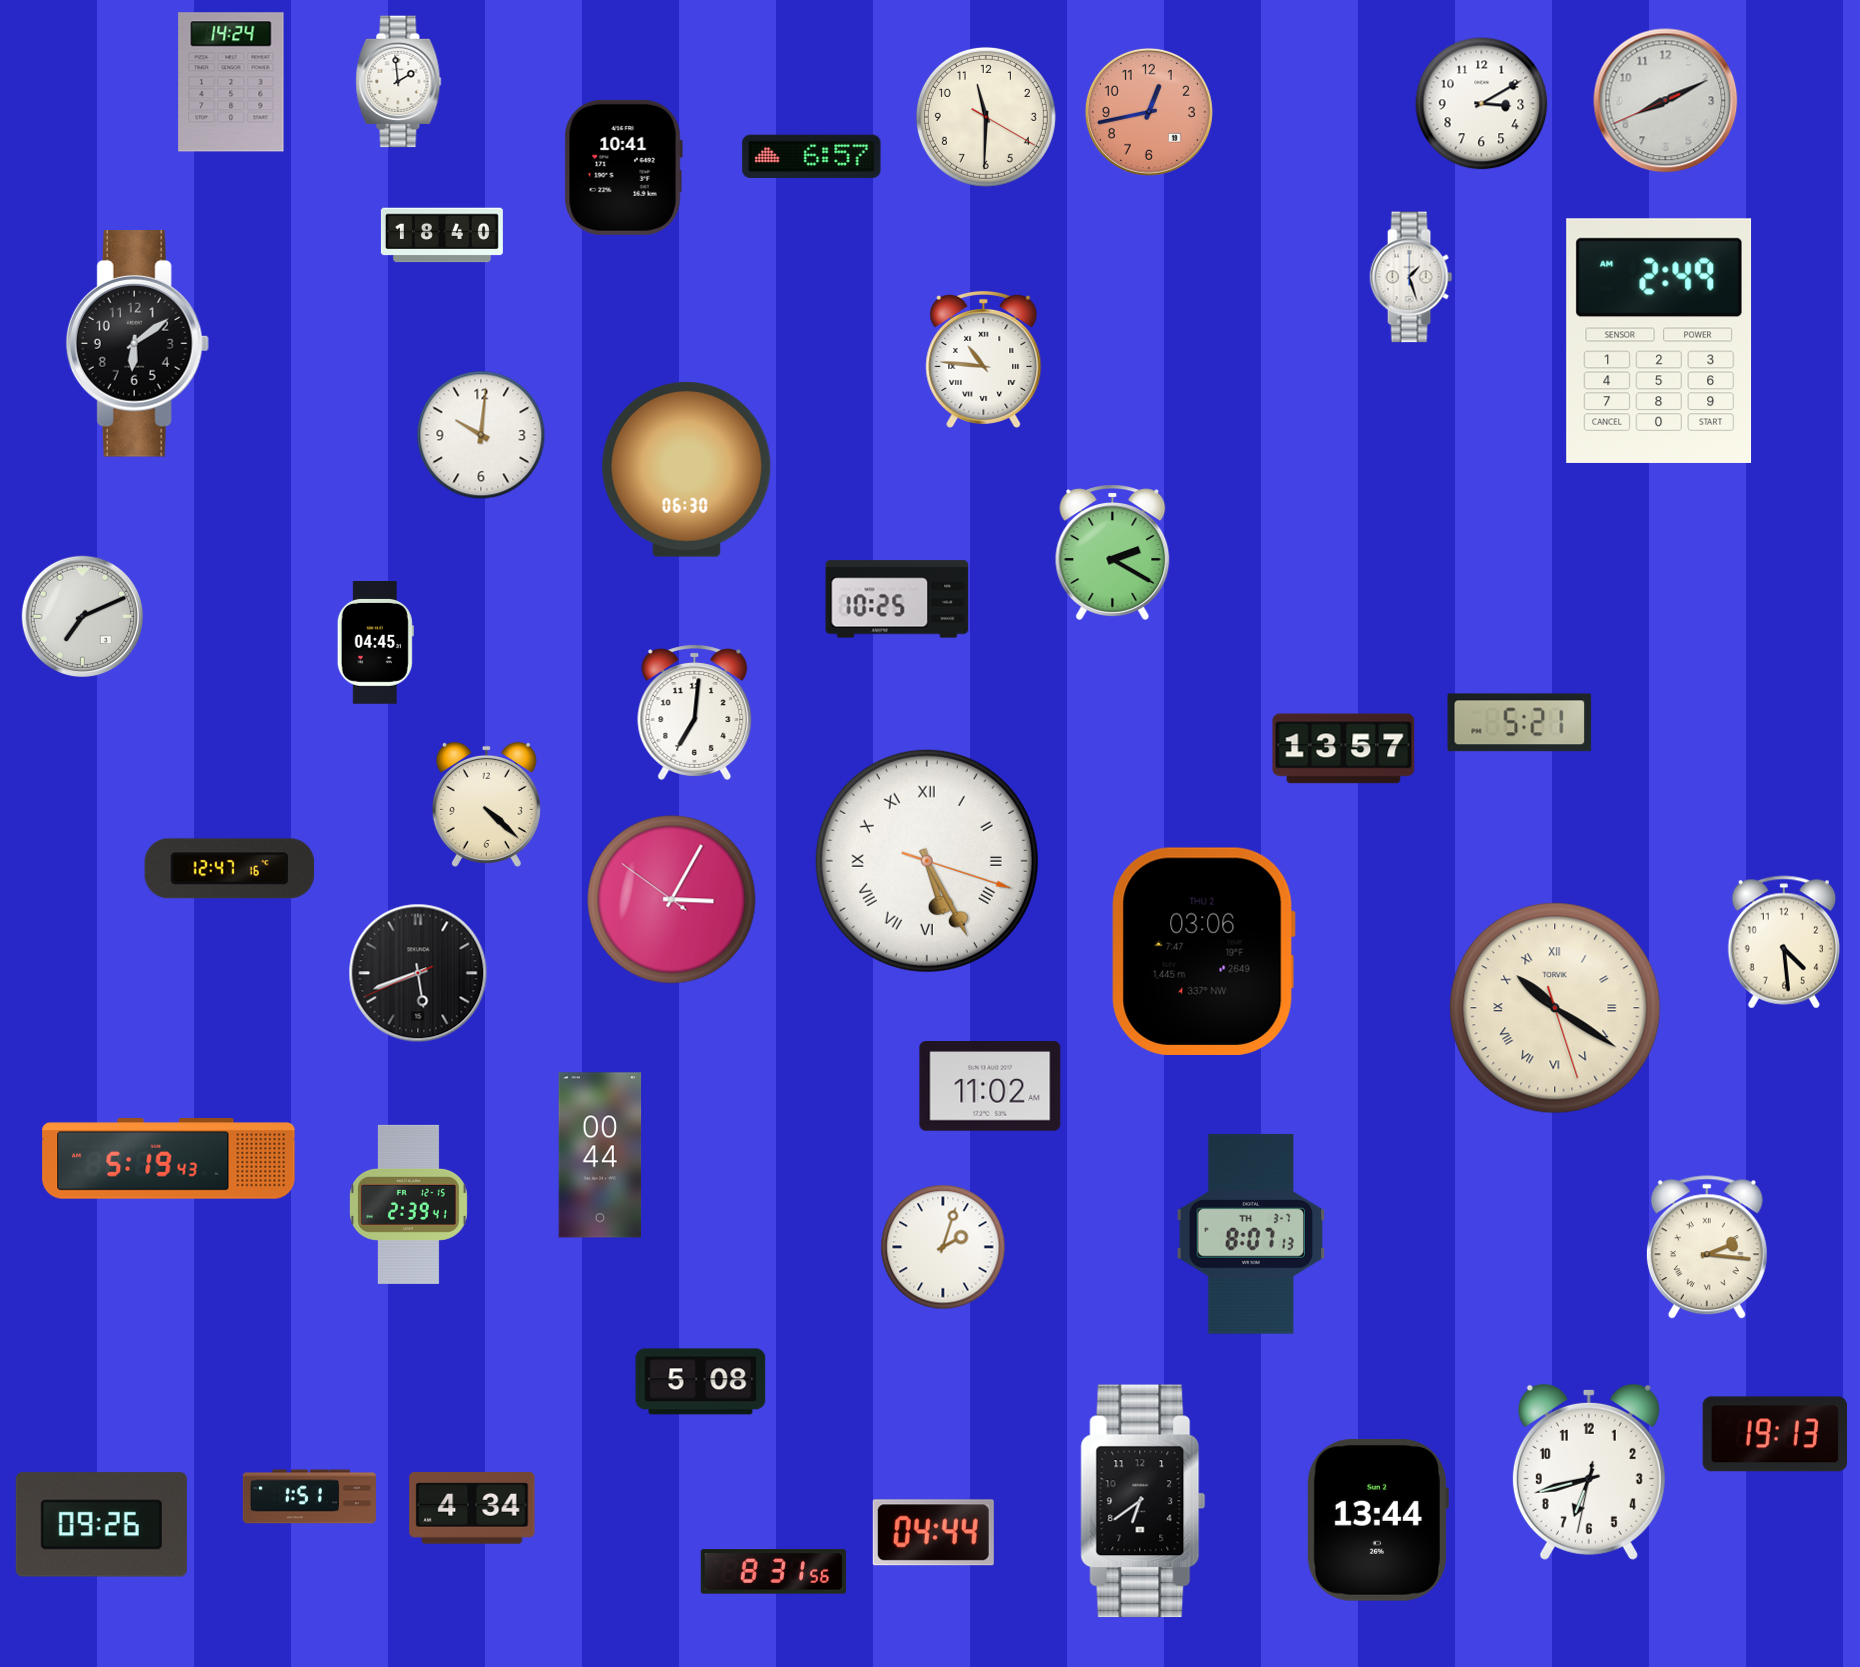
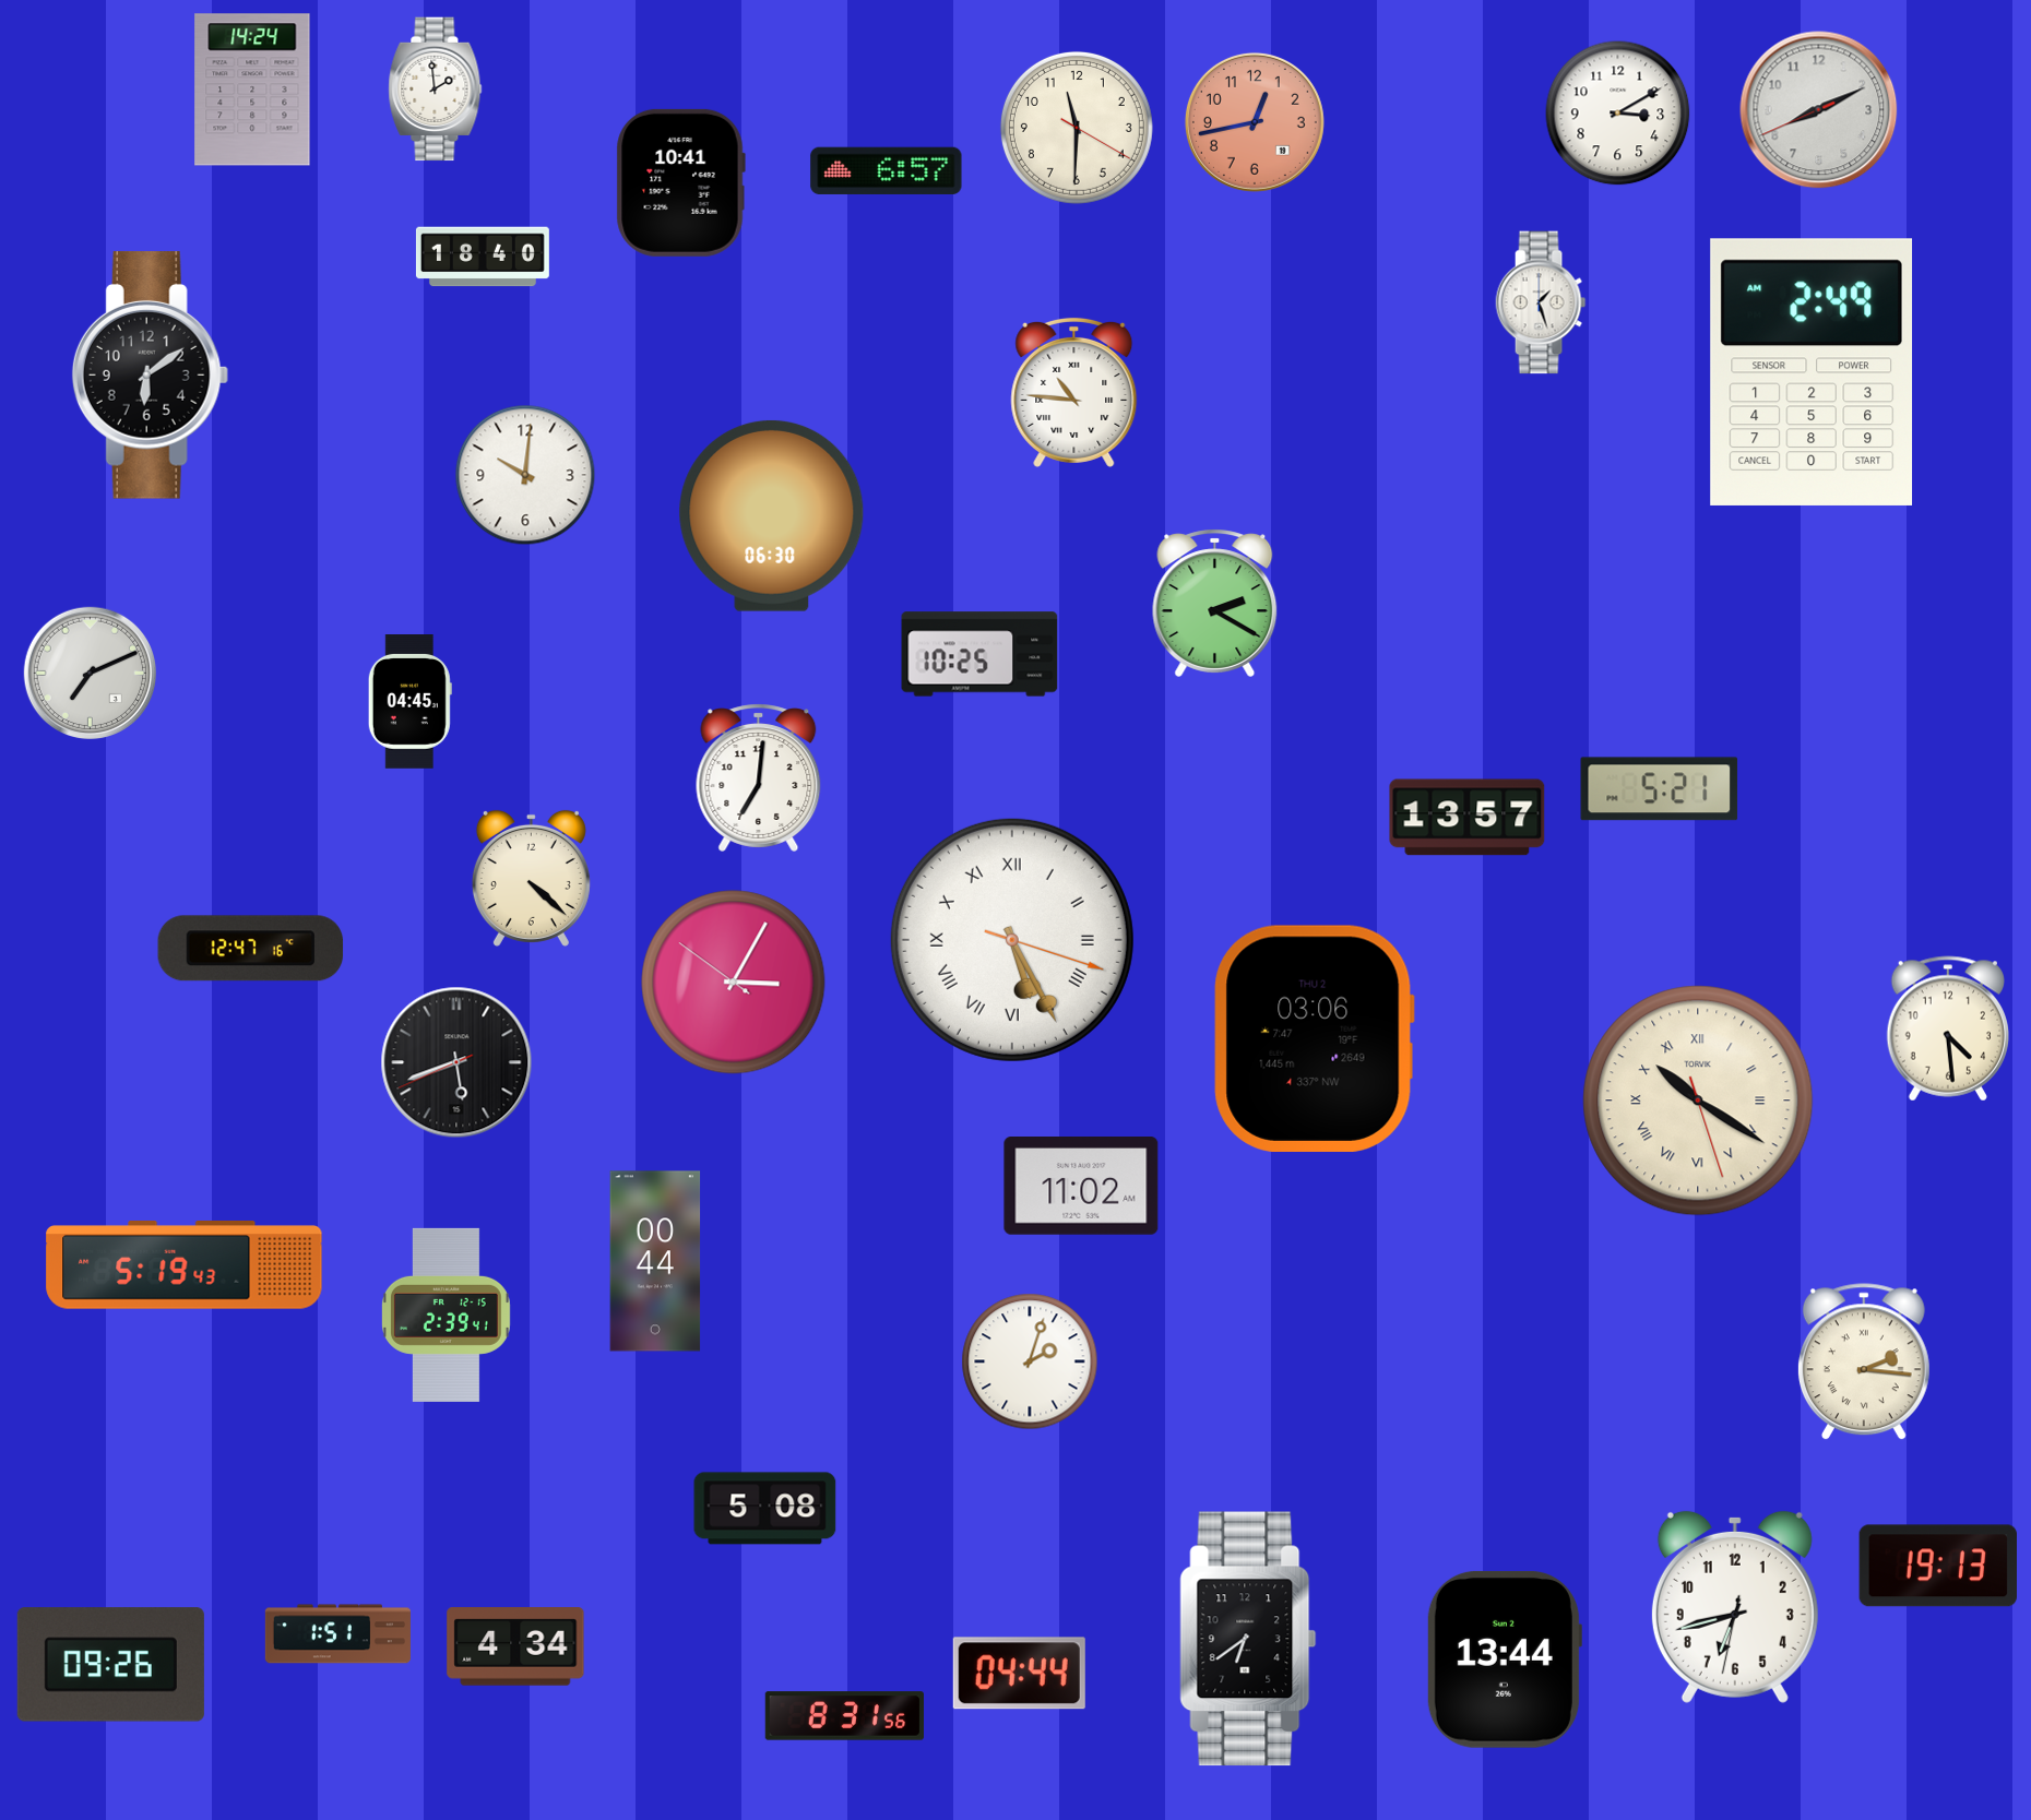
clock at (687, 469) position: (687, 469) -> (772, 515)
clock at (1251, 1234): 8:07 -> none
